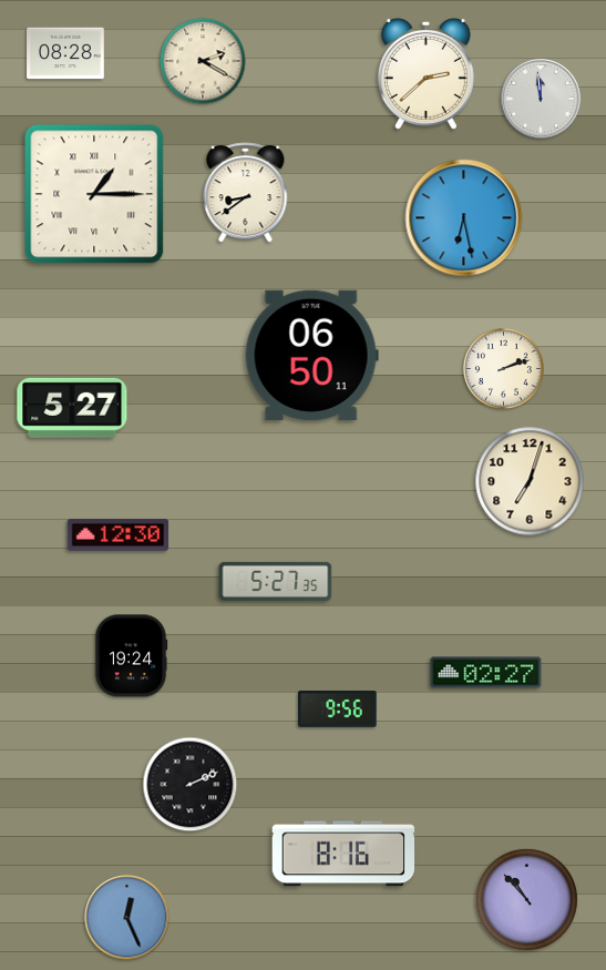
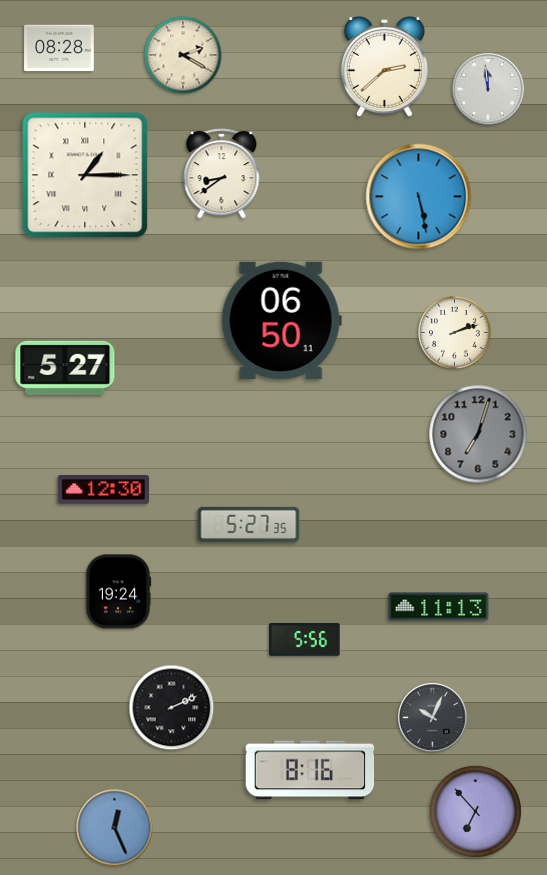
clock at (464, 218): 6:28 -> 5:28
clock at (530, 481) dial: cream -> grey
clock at (119, 535) position: (119, 535) -> (104, 490)
clock at (486, 673): 02:27 -> 11:13
clock at (338, 709): 9:56 -> 5:56
clock at (433, 718): none -> 10:04
clock at (526, 899): 10:53 -> 6:53
